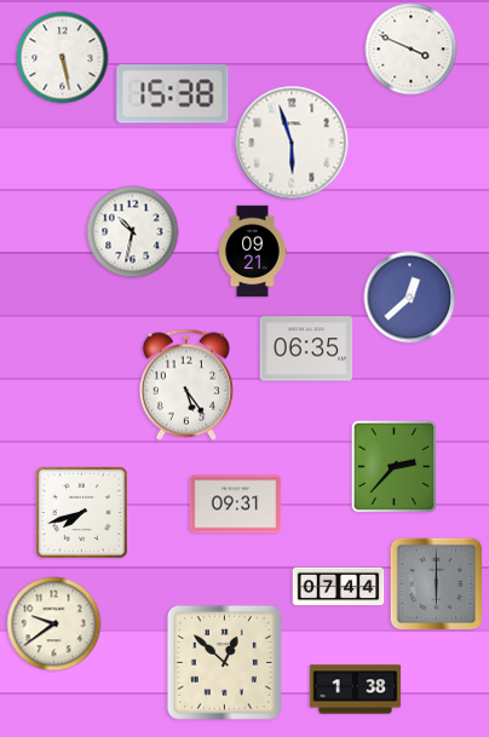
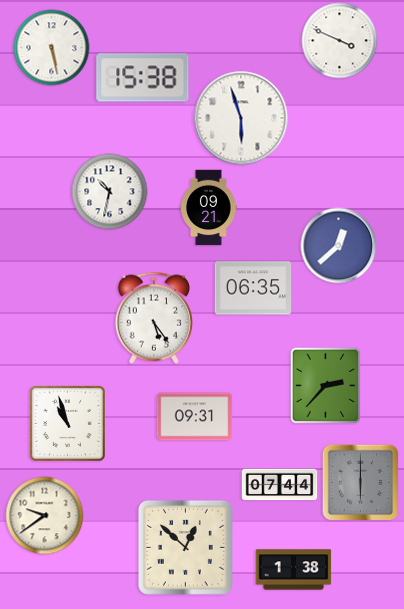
clock at (81, 512): 7:42 -> 10:57
